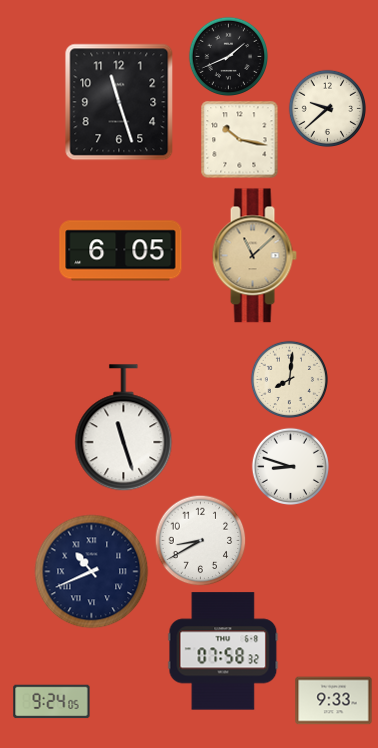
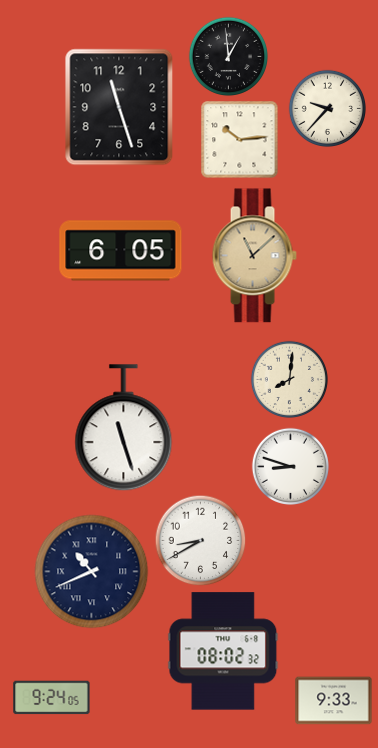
clock at (228, 56): 1:41 -> 12:59
clock at (119, 102) position: (119, 102) -> (119, 107)
clock at (327, 108): 9:38 -> 9:37
clock at (239, 139): 10:17 -> 10:14
clock at (223, 651): 07:58 -> 08:02
clock at (52, 702) position: (52, 702) -> (52, 698)
